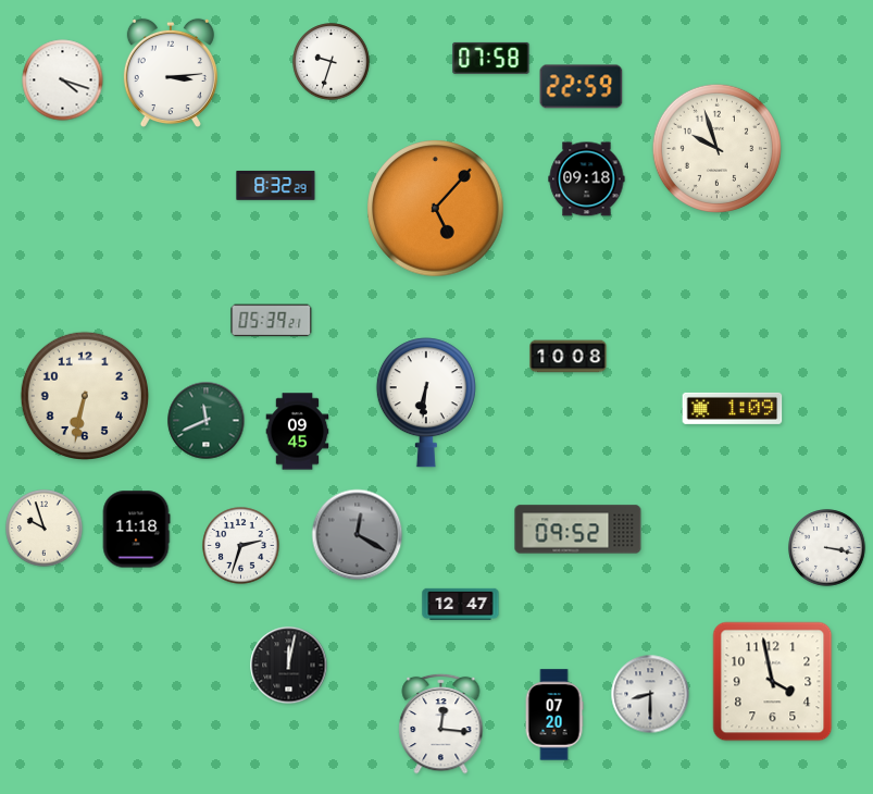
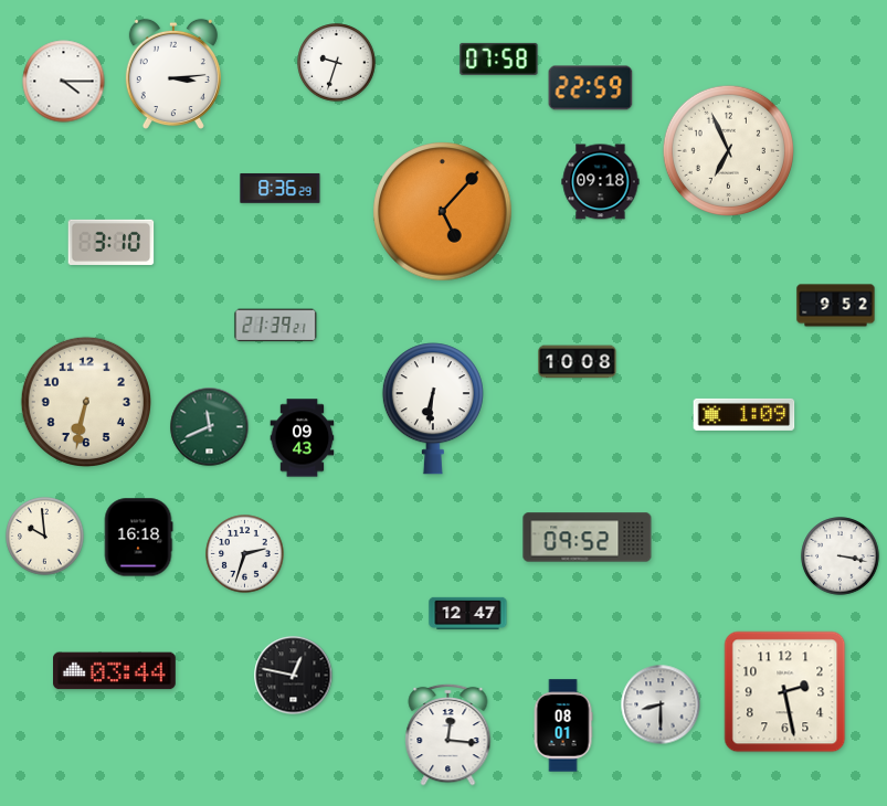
clock at (63, 80): 4:18 -> 4:15
clock at (716, 148): 9:57 -> 6:56
clock at (587, 179) position: (587, 179) -> (601, 182)
clock at (276, 186): 8:32 -> 8:36
clock at (112, 242): none -> 3:10
clock at (836, 306): none -> 9:52
clock at (272, 321): 05:39 -> 21:39
clock at (298, 432): 09:45 -> 09:43
clock at (45, 529): 9:57 -> 9:59
clock at (136, 530): 11:18 -> 16:18
clock at (358, 535): 12:20 -> none
clock at (115, 671): none -> 03:44
clock at (289, 666): 12:02 -> 12:47
clock at (773, 682): 3:58 -> 2:28
clock at (554, 715): 07:20 -> 08:01
